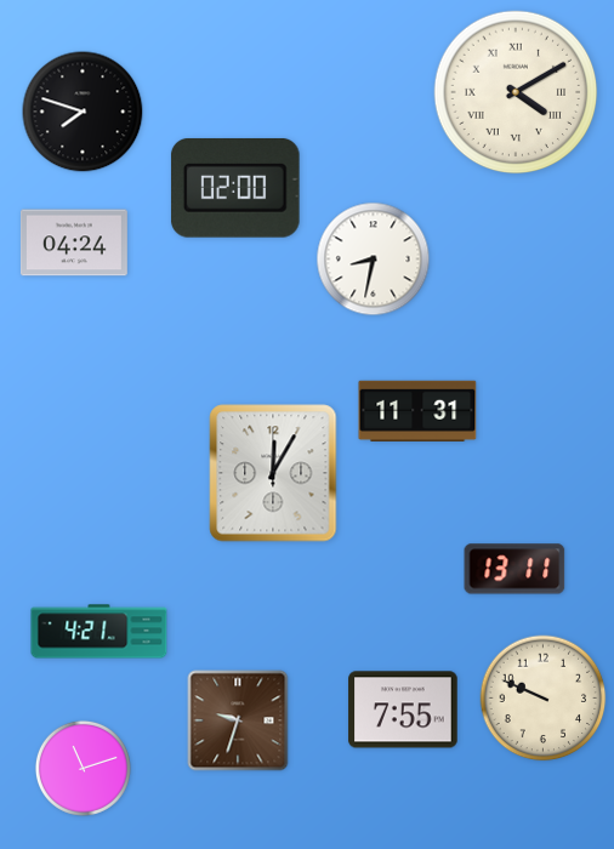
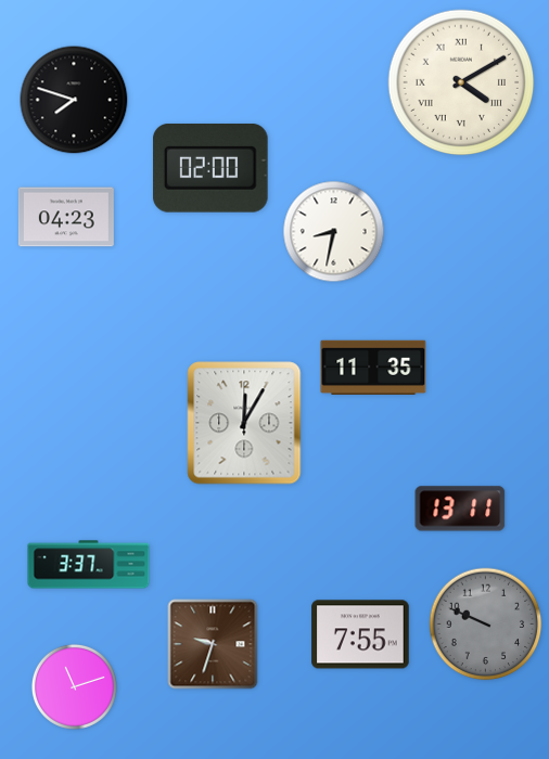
clock at (74, 243): 04:24 -> 04:23
clock at (417, 411): 11:31 -> 11:35
clock at (100, 632): 4:21 -> 3:37
clock at (544, 699) dial: cream -> grey
